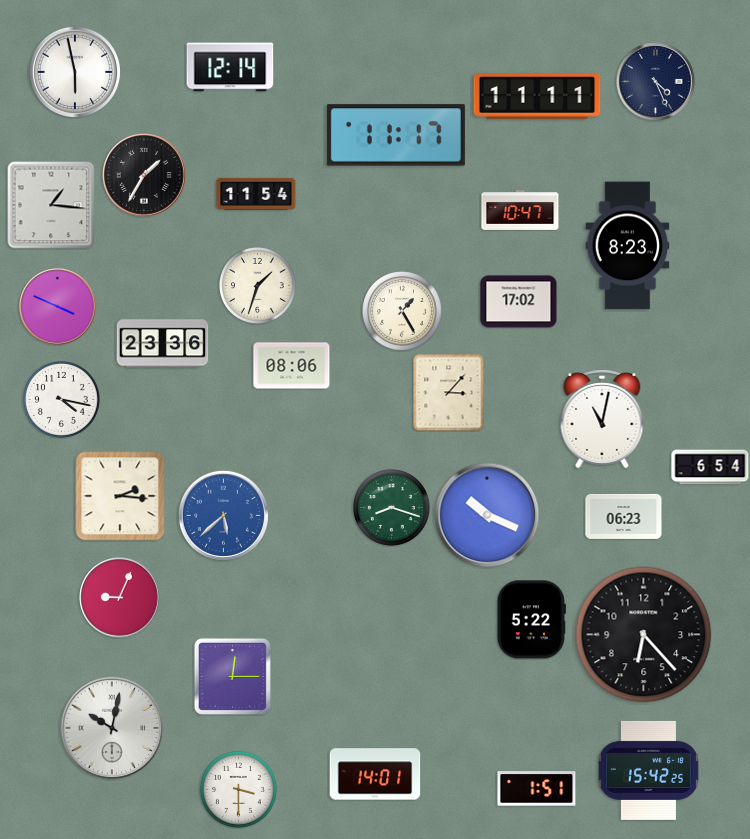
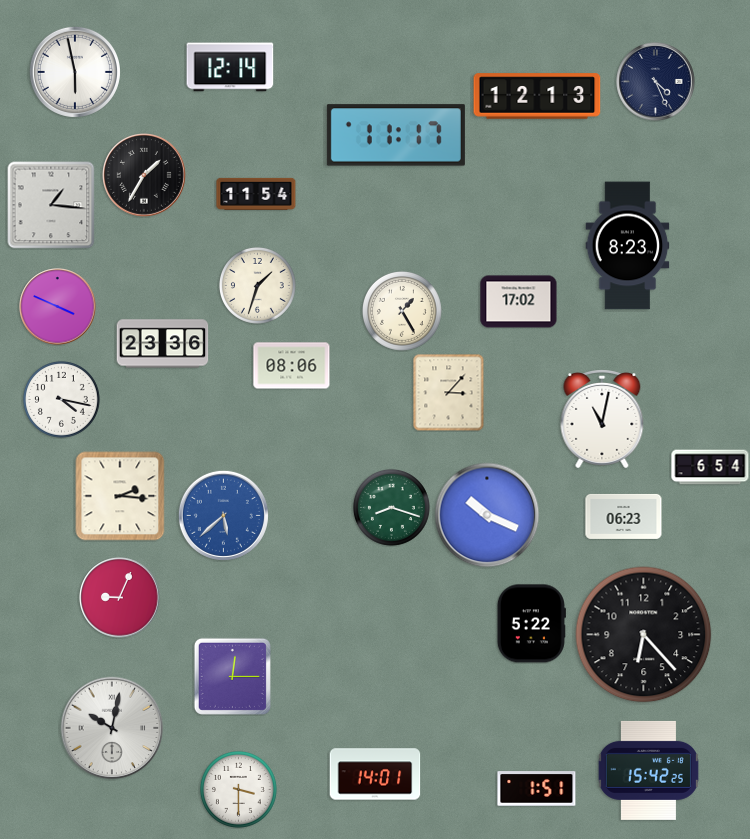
clock at (537, 96): 11:11 -> 12:13
clock at (520, 210): 10:47 -> none
clock at (531, 620) position: (531, 620) -> (531, 624)
